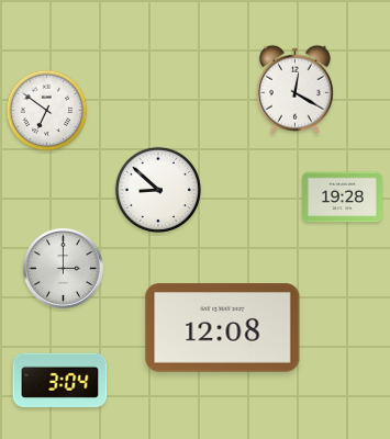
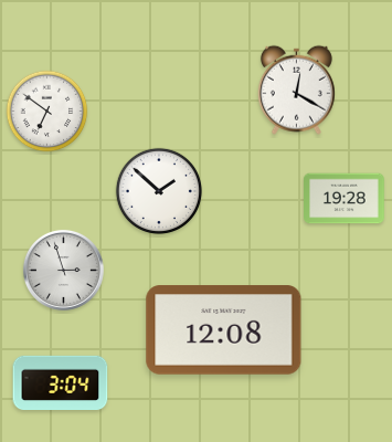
clock at (157, 189): 8:52 -> 1:52
clock at (63, 268): 3:00 -> 2:57
